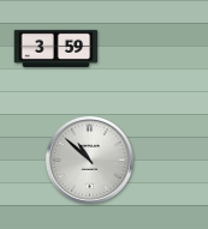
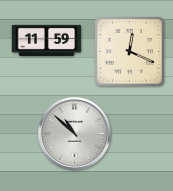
clock at (57, 48): 3:59 -> 11:59
clock at (129, 51): none -> 12:19
